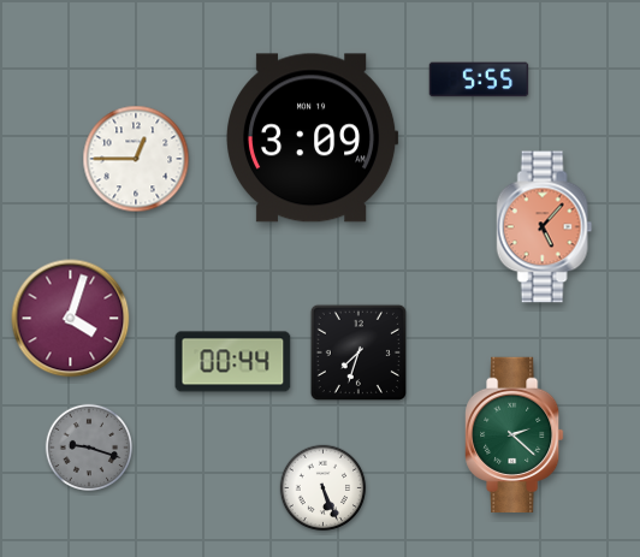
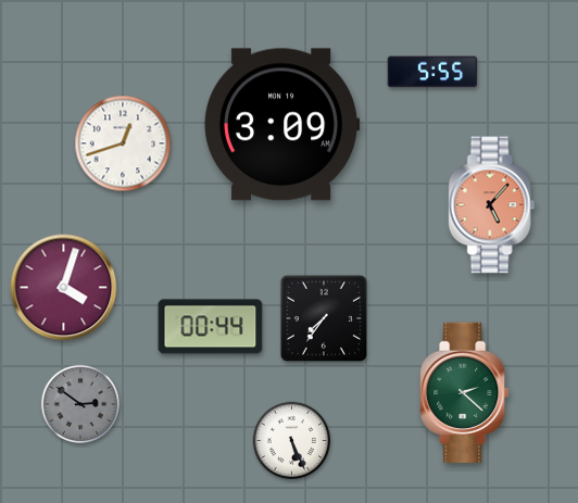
clock at (136, 159): 12:45 -> 12:42
clock at (358, 352): 7:33 -> 7:36
clock at (88, 446): 9:18 -> 2:51
